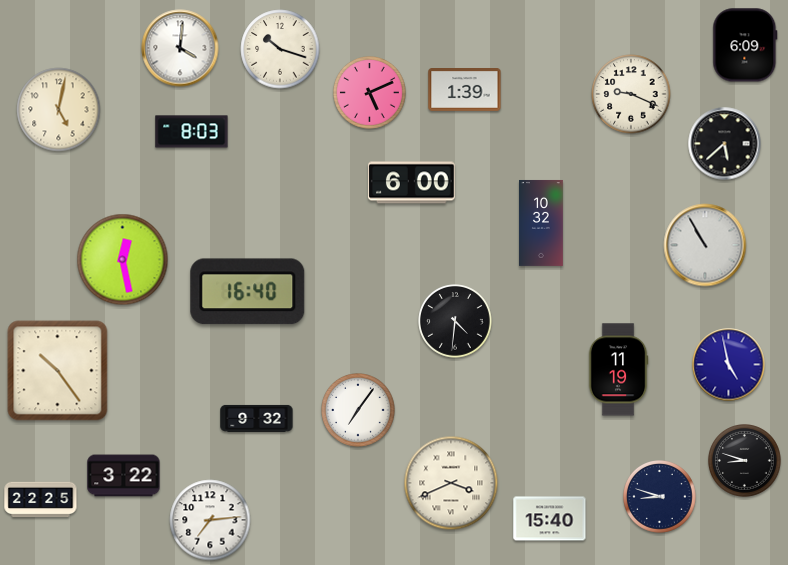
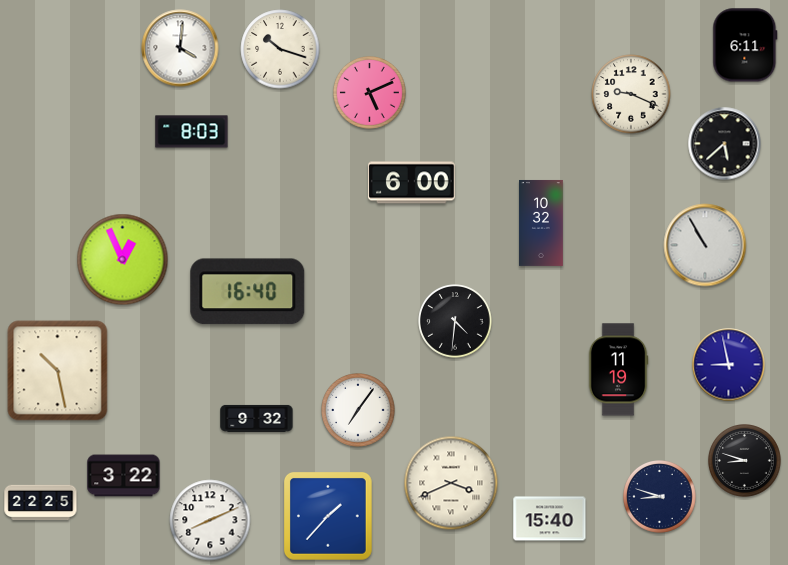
clock at (745, 45): 6:09 -> 6:11
clock at (465, 90): 1:39 -> none
clock at (59, 110): 5:02 -> none
clock at (123, 260): 12:28 -> 12:56
clock at (729, 365): 4:58 -> 8:58
clock at (58, 371): 10:24 -> 10:28
clock at (41, 500) position: (41, 500) -> (41, 503)
clock at (329, 517): none -> 1:37
clock at (210, 520): 7:14 -> 8:11
